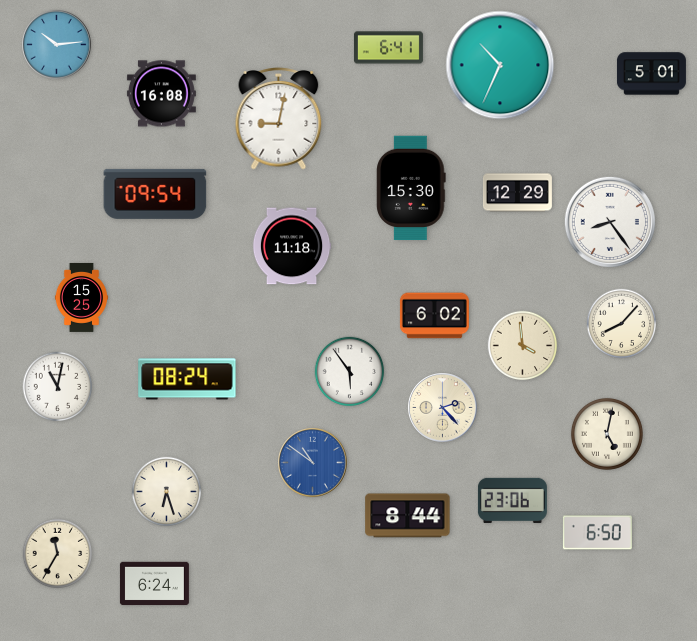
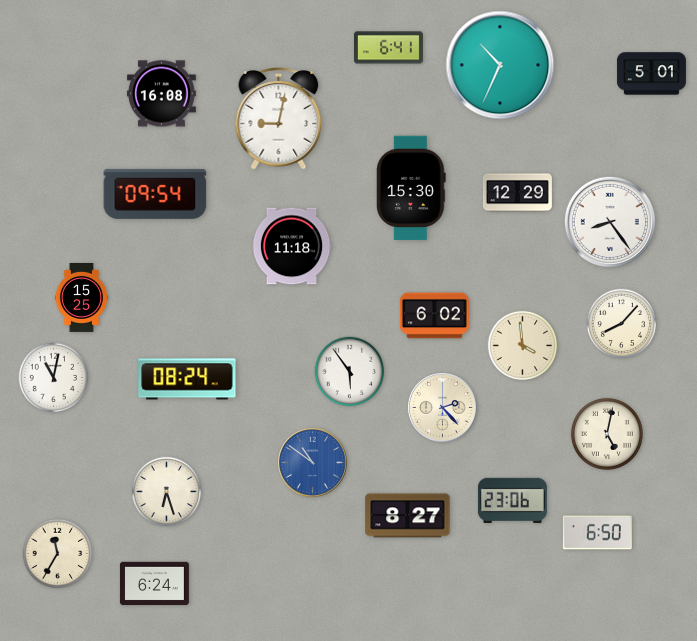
clock at (57, 45): 10:14 -> none
clock at (58, 387) position: (58, 387) -> (54, 378)
clock at (408, 516): 8:44 -> 8:27
